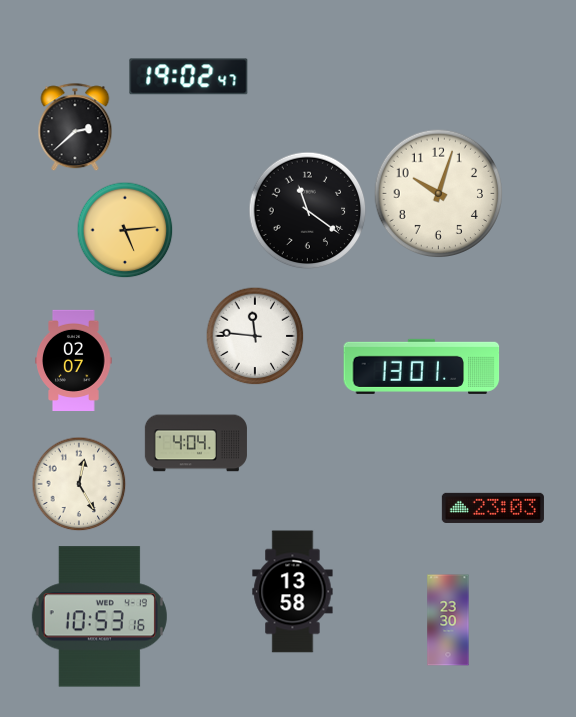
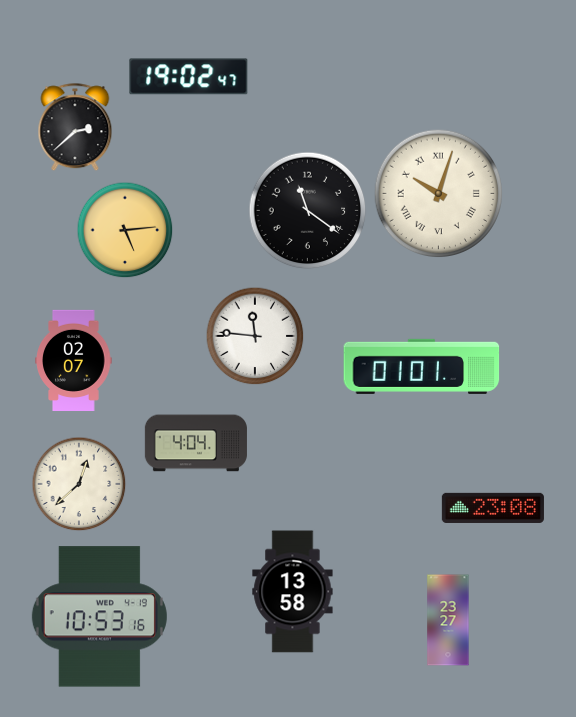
clock at (439, 194) numerals: Arabic -> Roman
clock at (422, 366): 13:01 -> 01:01
clock at (79, 484): 12:25 -> 12:38
clock at (493, 508): 23:03 -> 23:08
clock at (448, 620): 23:30 -> 23:27
